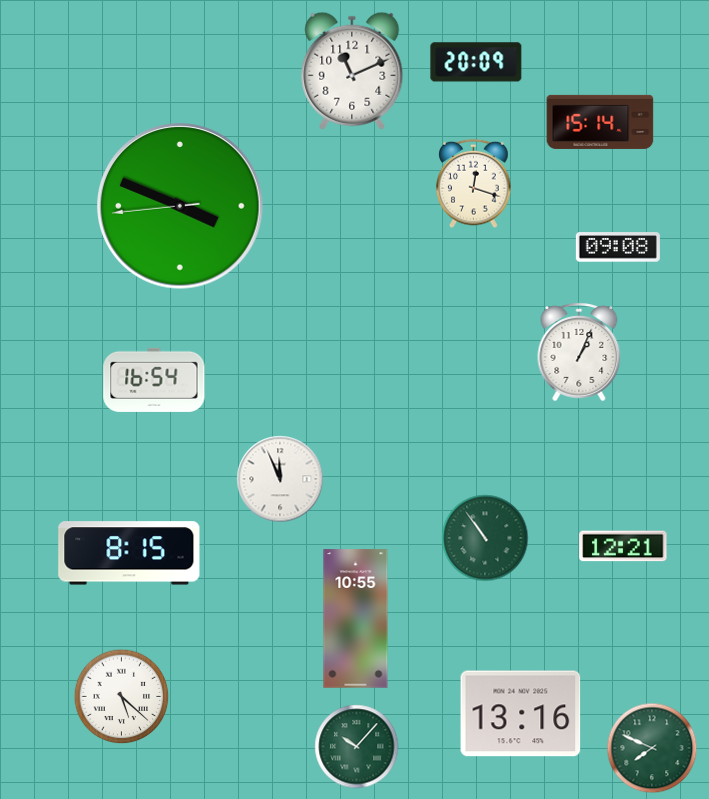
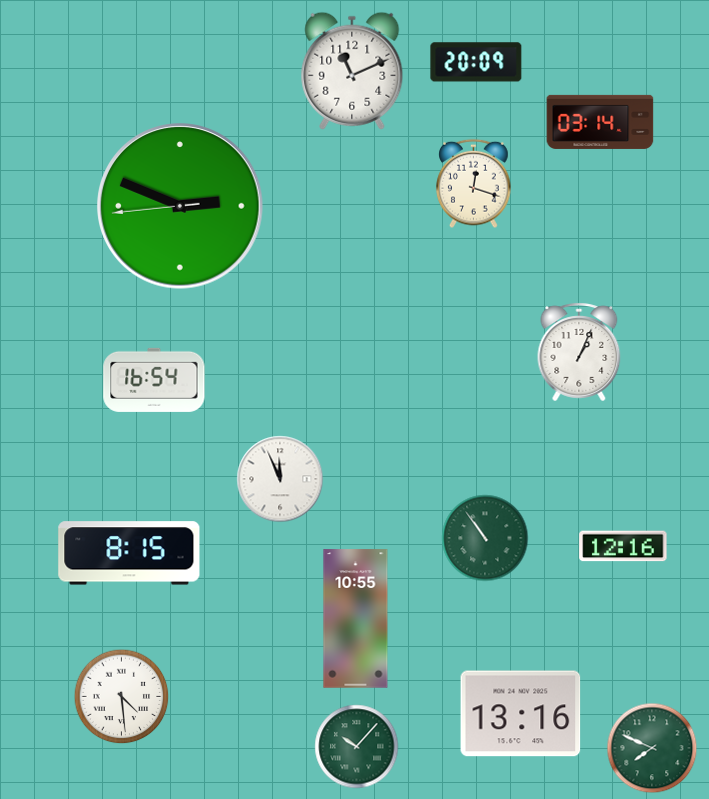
clock at (600, 122): 15:14 -> 03:14
clock at (180, 206): 3:48 -> 2:48
clock at (618, 247): 09:08 -> none
clock at (623, 546): 12:21 -> 12:16
clock at (122, 697): 5:22 -> 4:29
